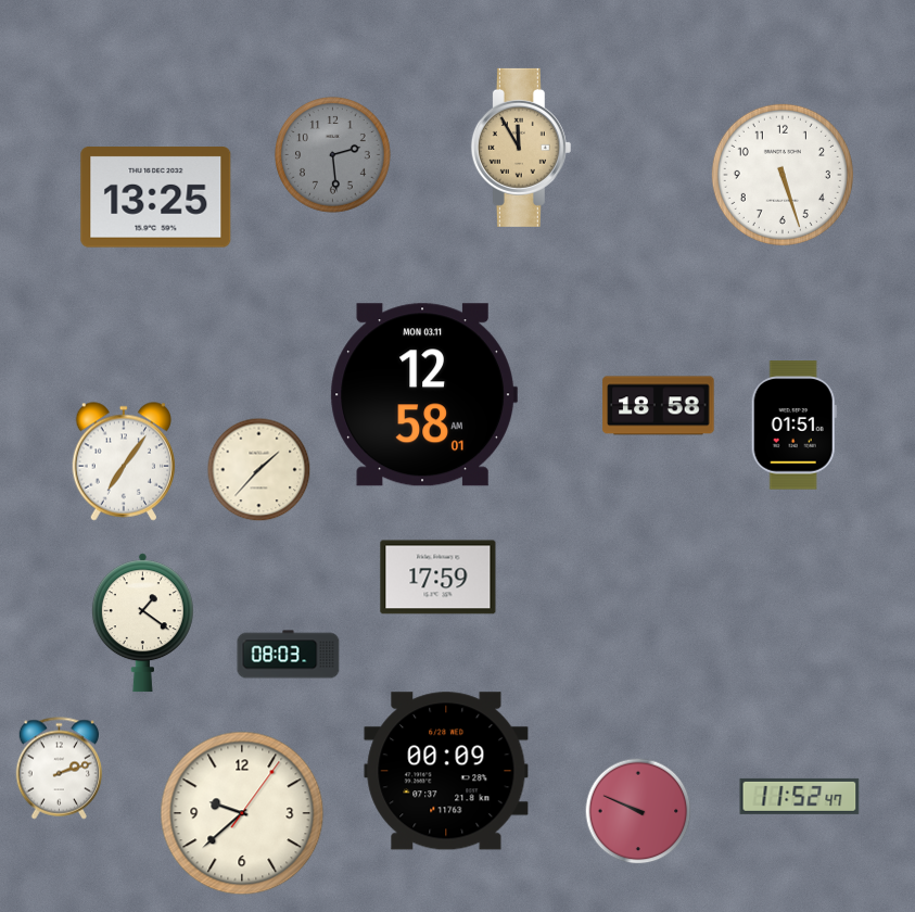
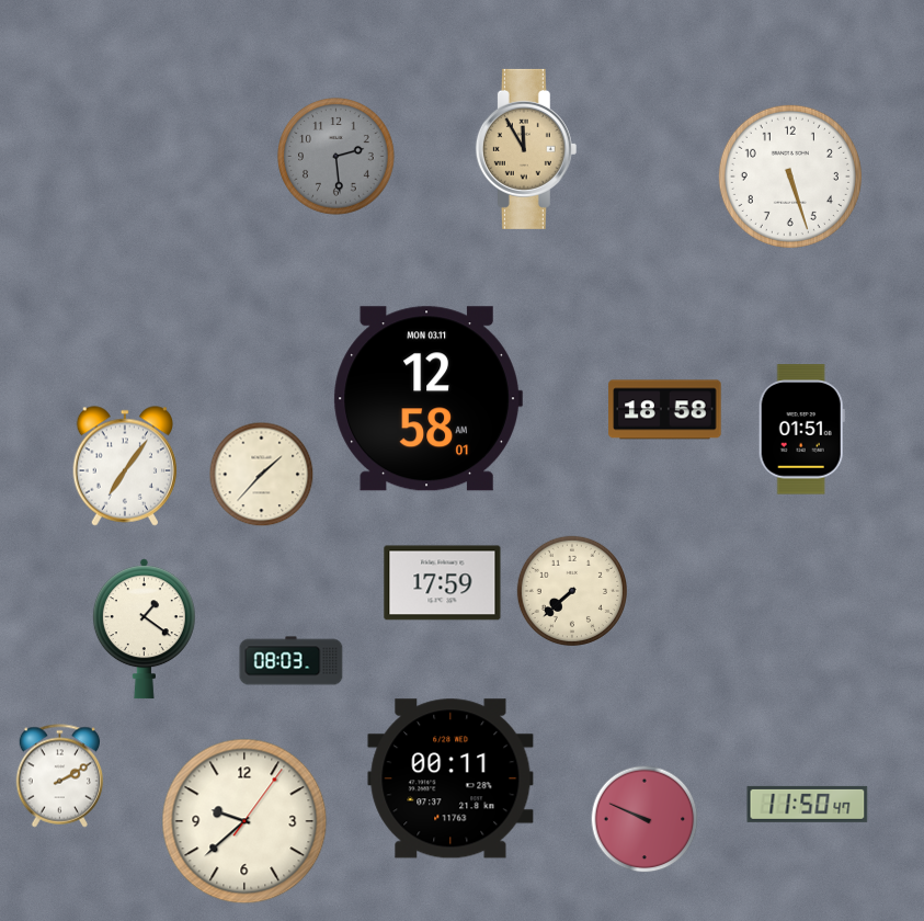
clock at (156, 198): 13:25 -> none
clock at (572, 591): none -> 7:38
clock at (60, 769): 2:12 -> 2:10
clock at (446, 771): 00:09 -> 00:11
clock at (800, 796): 11:52 -> 11:50
